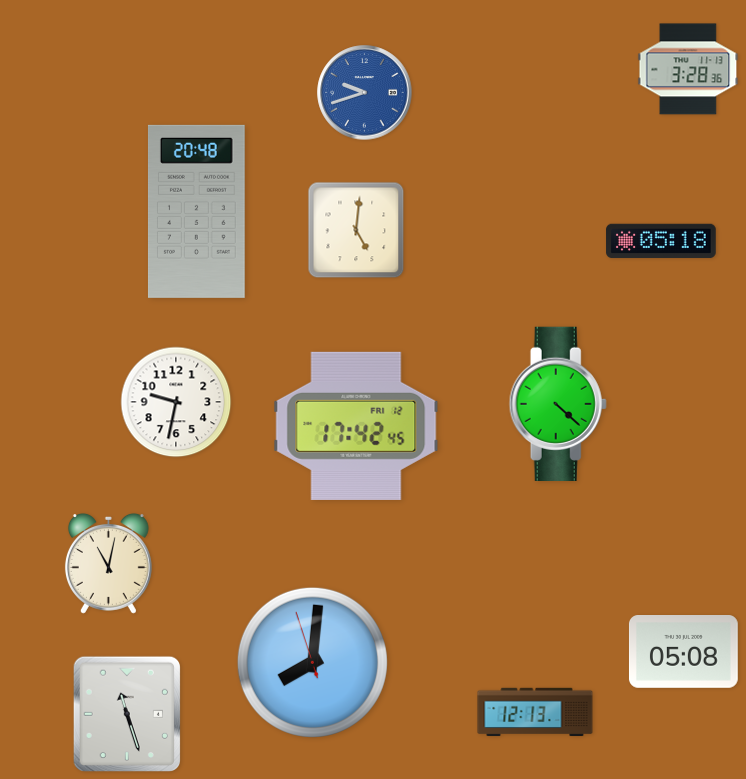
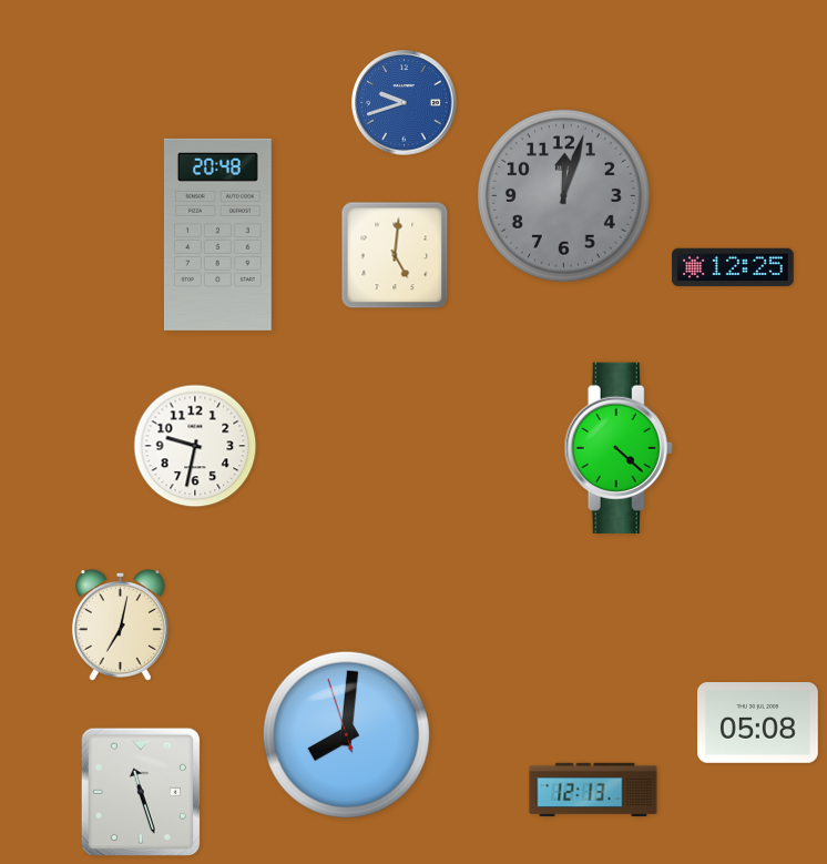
clock at (688, 69): 3:28 -> none
clock at (563, 195): none -> 12:03
clock at (661, 241): 05:18 -> 12:25
clock at (356, 426): 17:42 -> none
clock at (108, 564): 11:02 -> 7:02
